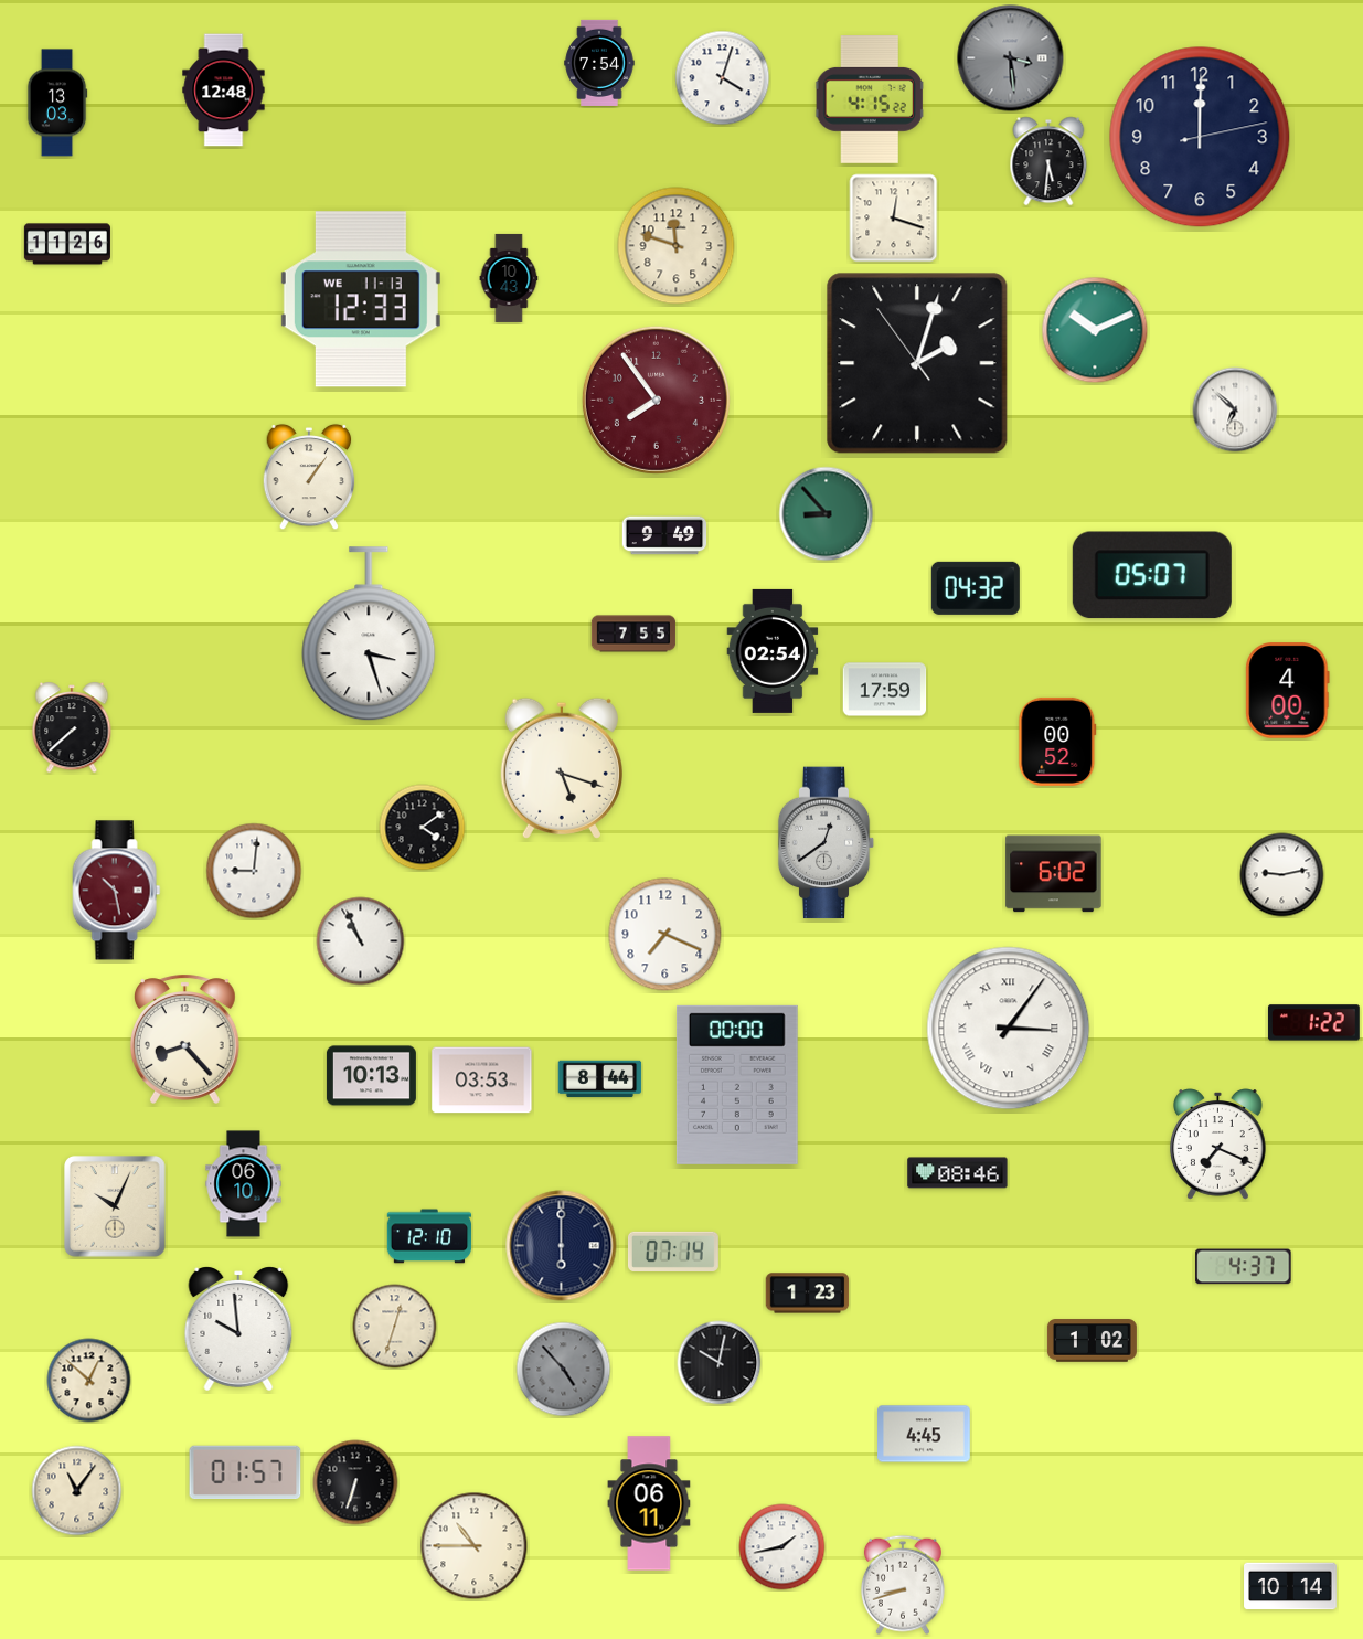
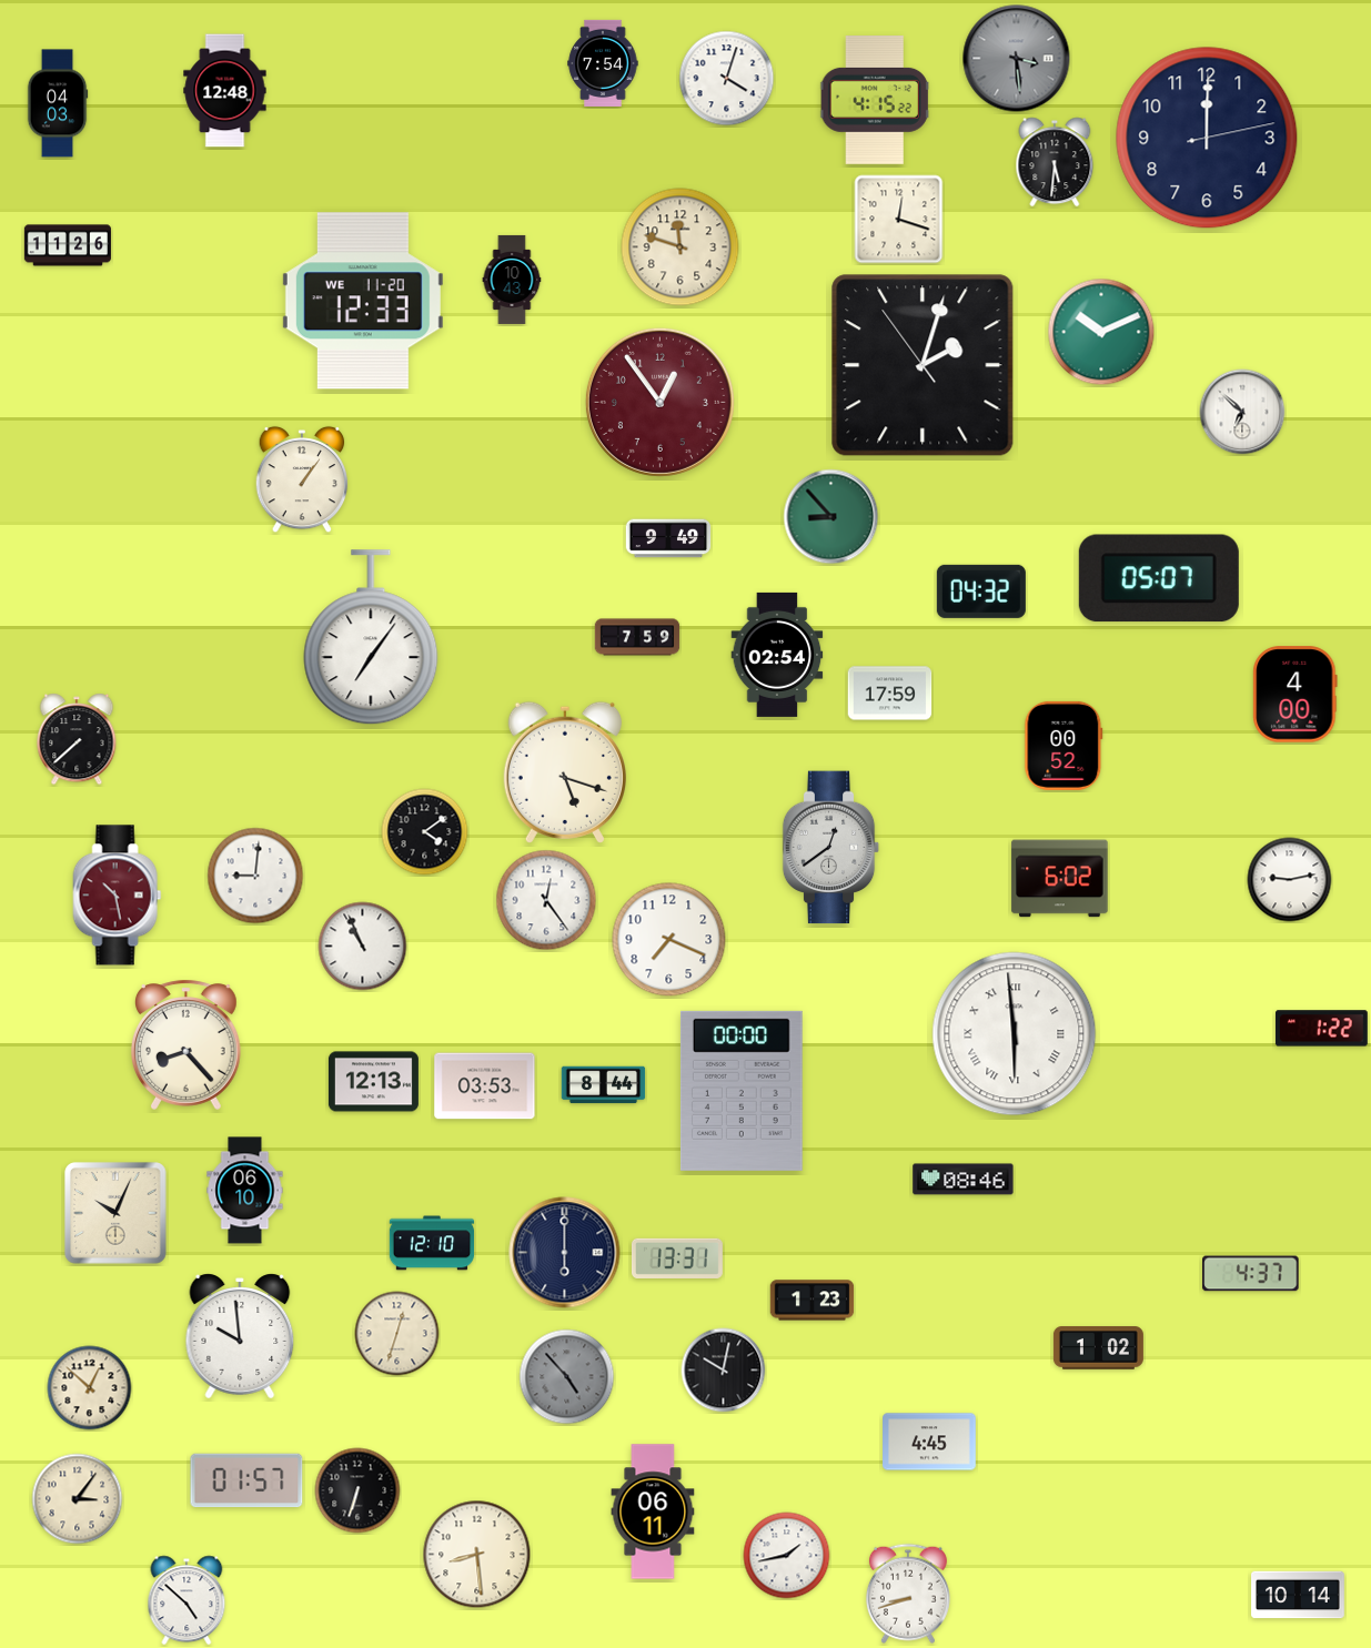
clock at (57, 103): 13:03 -> 04:03
clock at (361, 299) date: WE 11-13 -> WE 11-20
clock at (656, 400): 7:54 -> 12:54
clock at (309, 477) position: (309, 477) -> (302, 479)
clock at (633, 634): 7:55 -> 7:59
clock at (369, 635): 3:27 -> 7:06
clock at (72, 727) position: (72, 727) -> (77, 739)
clock at (546, 900): none -> 12:24
clock at (1009, 1029): 3:06 -> 5:59
clock at (371, 1076): 10:13 -> 12:13
clock at (1218, 1145): 7:19 -> none
clock at (673, 1252): 07:14 -> 13:31
clock at (77, 1491): 11:06 -> 3:06
clock at (475, 1546): 10:45 -> 8:29
clock at (187, 1600): none -> 4:52
